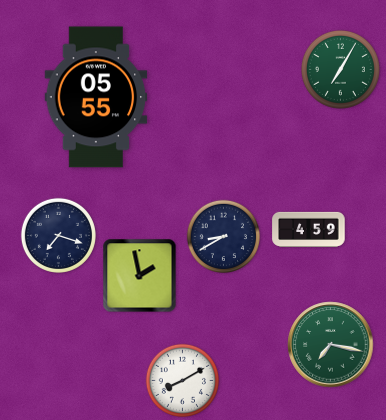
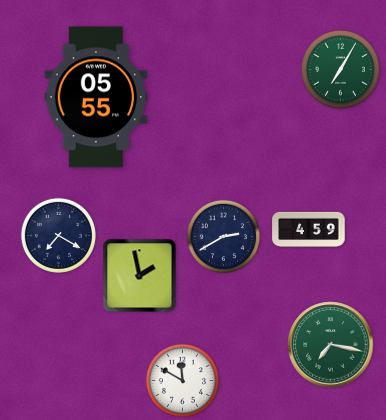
clock at (58, 235): 7:18 -> 7:20
clock at (223, 236): 8:40 -> 2:40
clock at (182, 380): 8:10 -> 11:50
